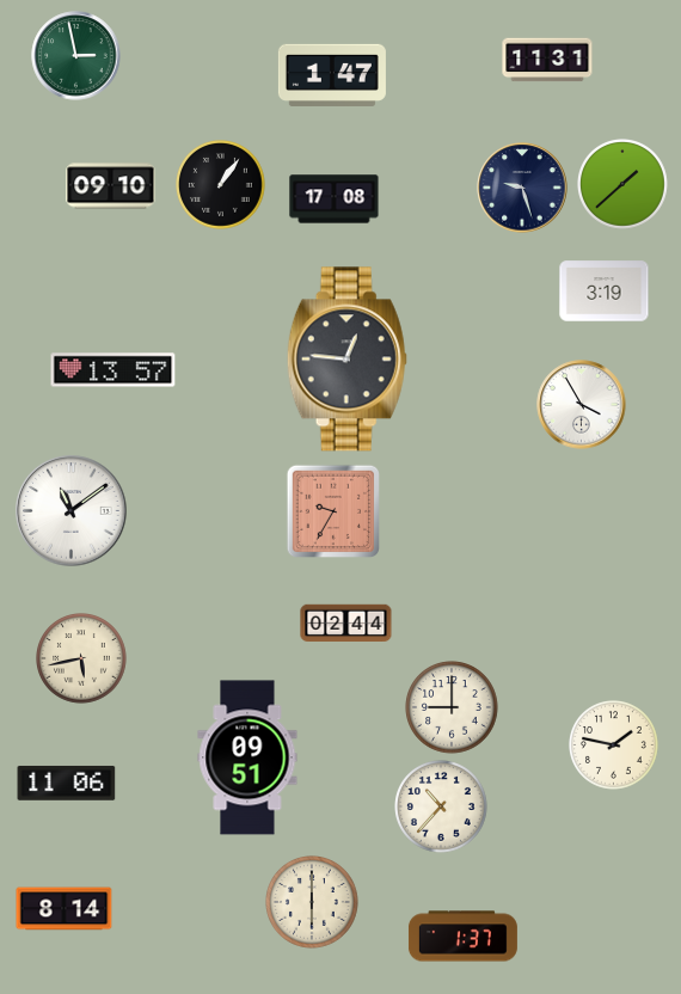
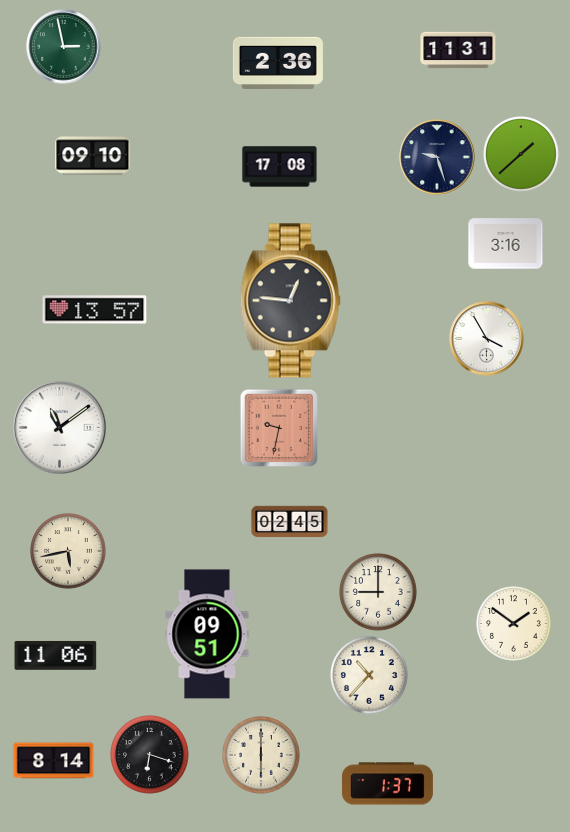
clock at (332, 74): 1:47 -> 2:36
clock at (221, 185): 1:06 -> none
clock at (605, 292): 3:19 -> 3:16
clock at (332, 510): 9:35 -> 9:32
clock at (346, 624): 02:44 -> 02:45
clock at (614, 745): 1:47 -> 1:51
clock at (150, 755): none -> 6:18
